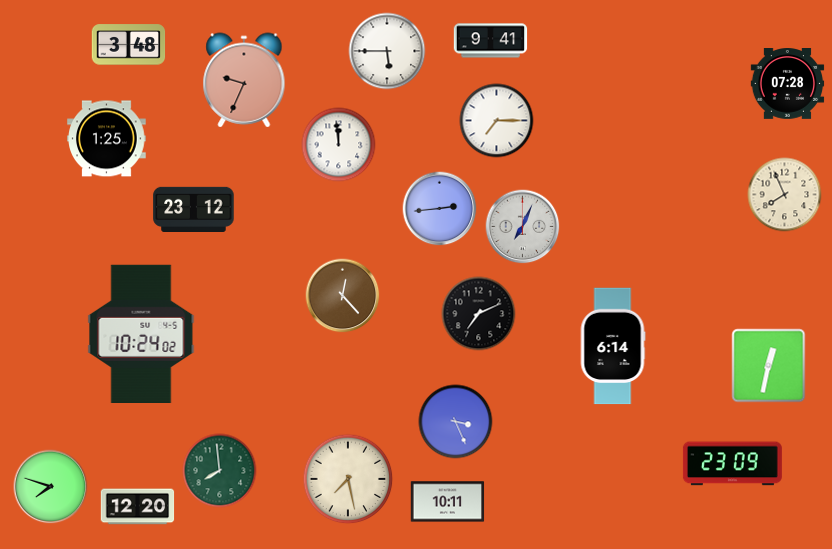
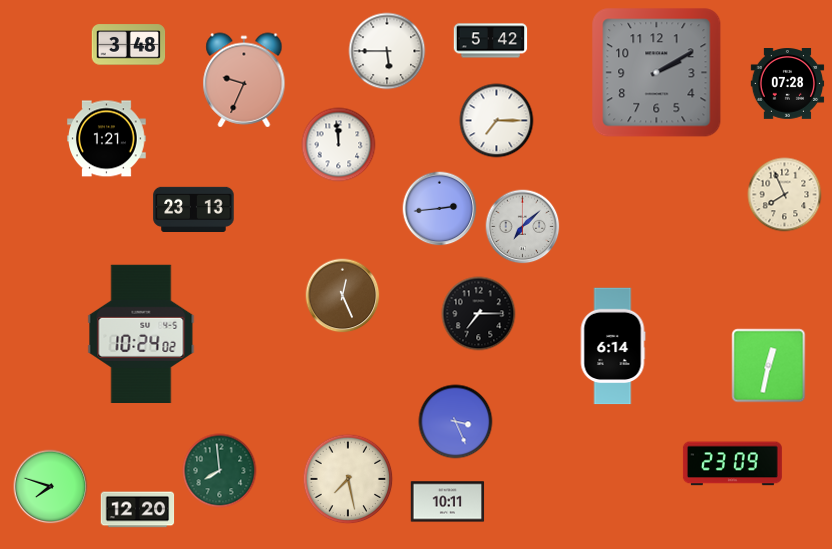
clock at (491, 41): 9:41 -> 5:42
clock at (657, 73): none -> 2:10
clock at (107, 139): 1:25 -> 1:21
clock at (194, 209): 23:12 -> 23:13
clock at (523, 227): 7:04 -> 7:08
clock at (343, 296): 12:23 -> 12:26
clock at (479, 314): 7:11 -> 7:15
clock at (138, 507) position: (138, 507) -> (138, 510)
